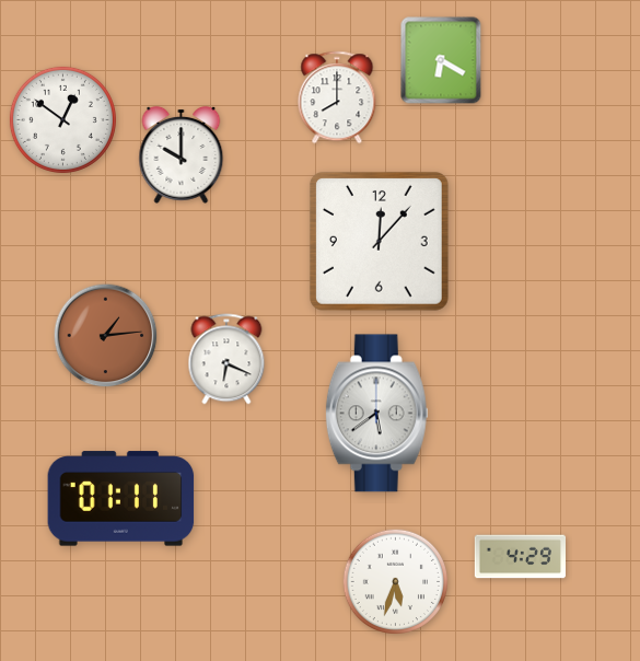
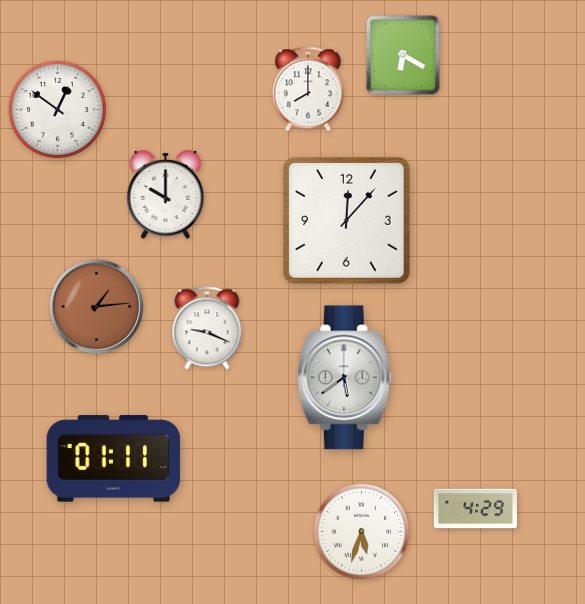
clock at (182, 155) position: (182, 155) -> (166, 195)
clock at (226, 359): 6:19 -> 9:19
clock at (121, 499) position: (121, 499) -> (114, 459)
